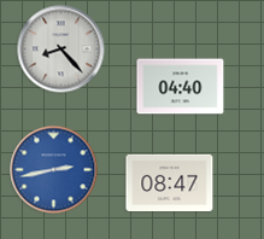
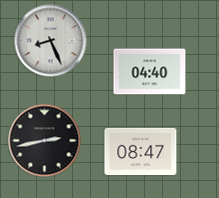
clock at (61, 49): 8:23 -> 8:26
clock at (54, 170) dial: blue -> black
